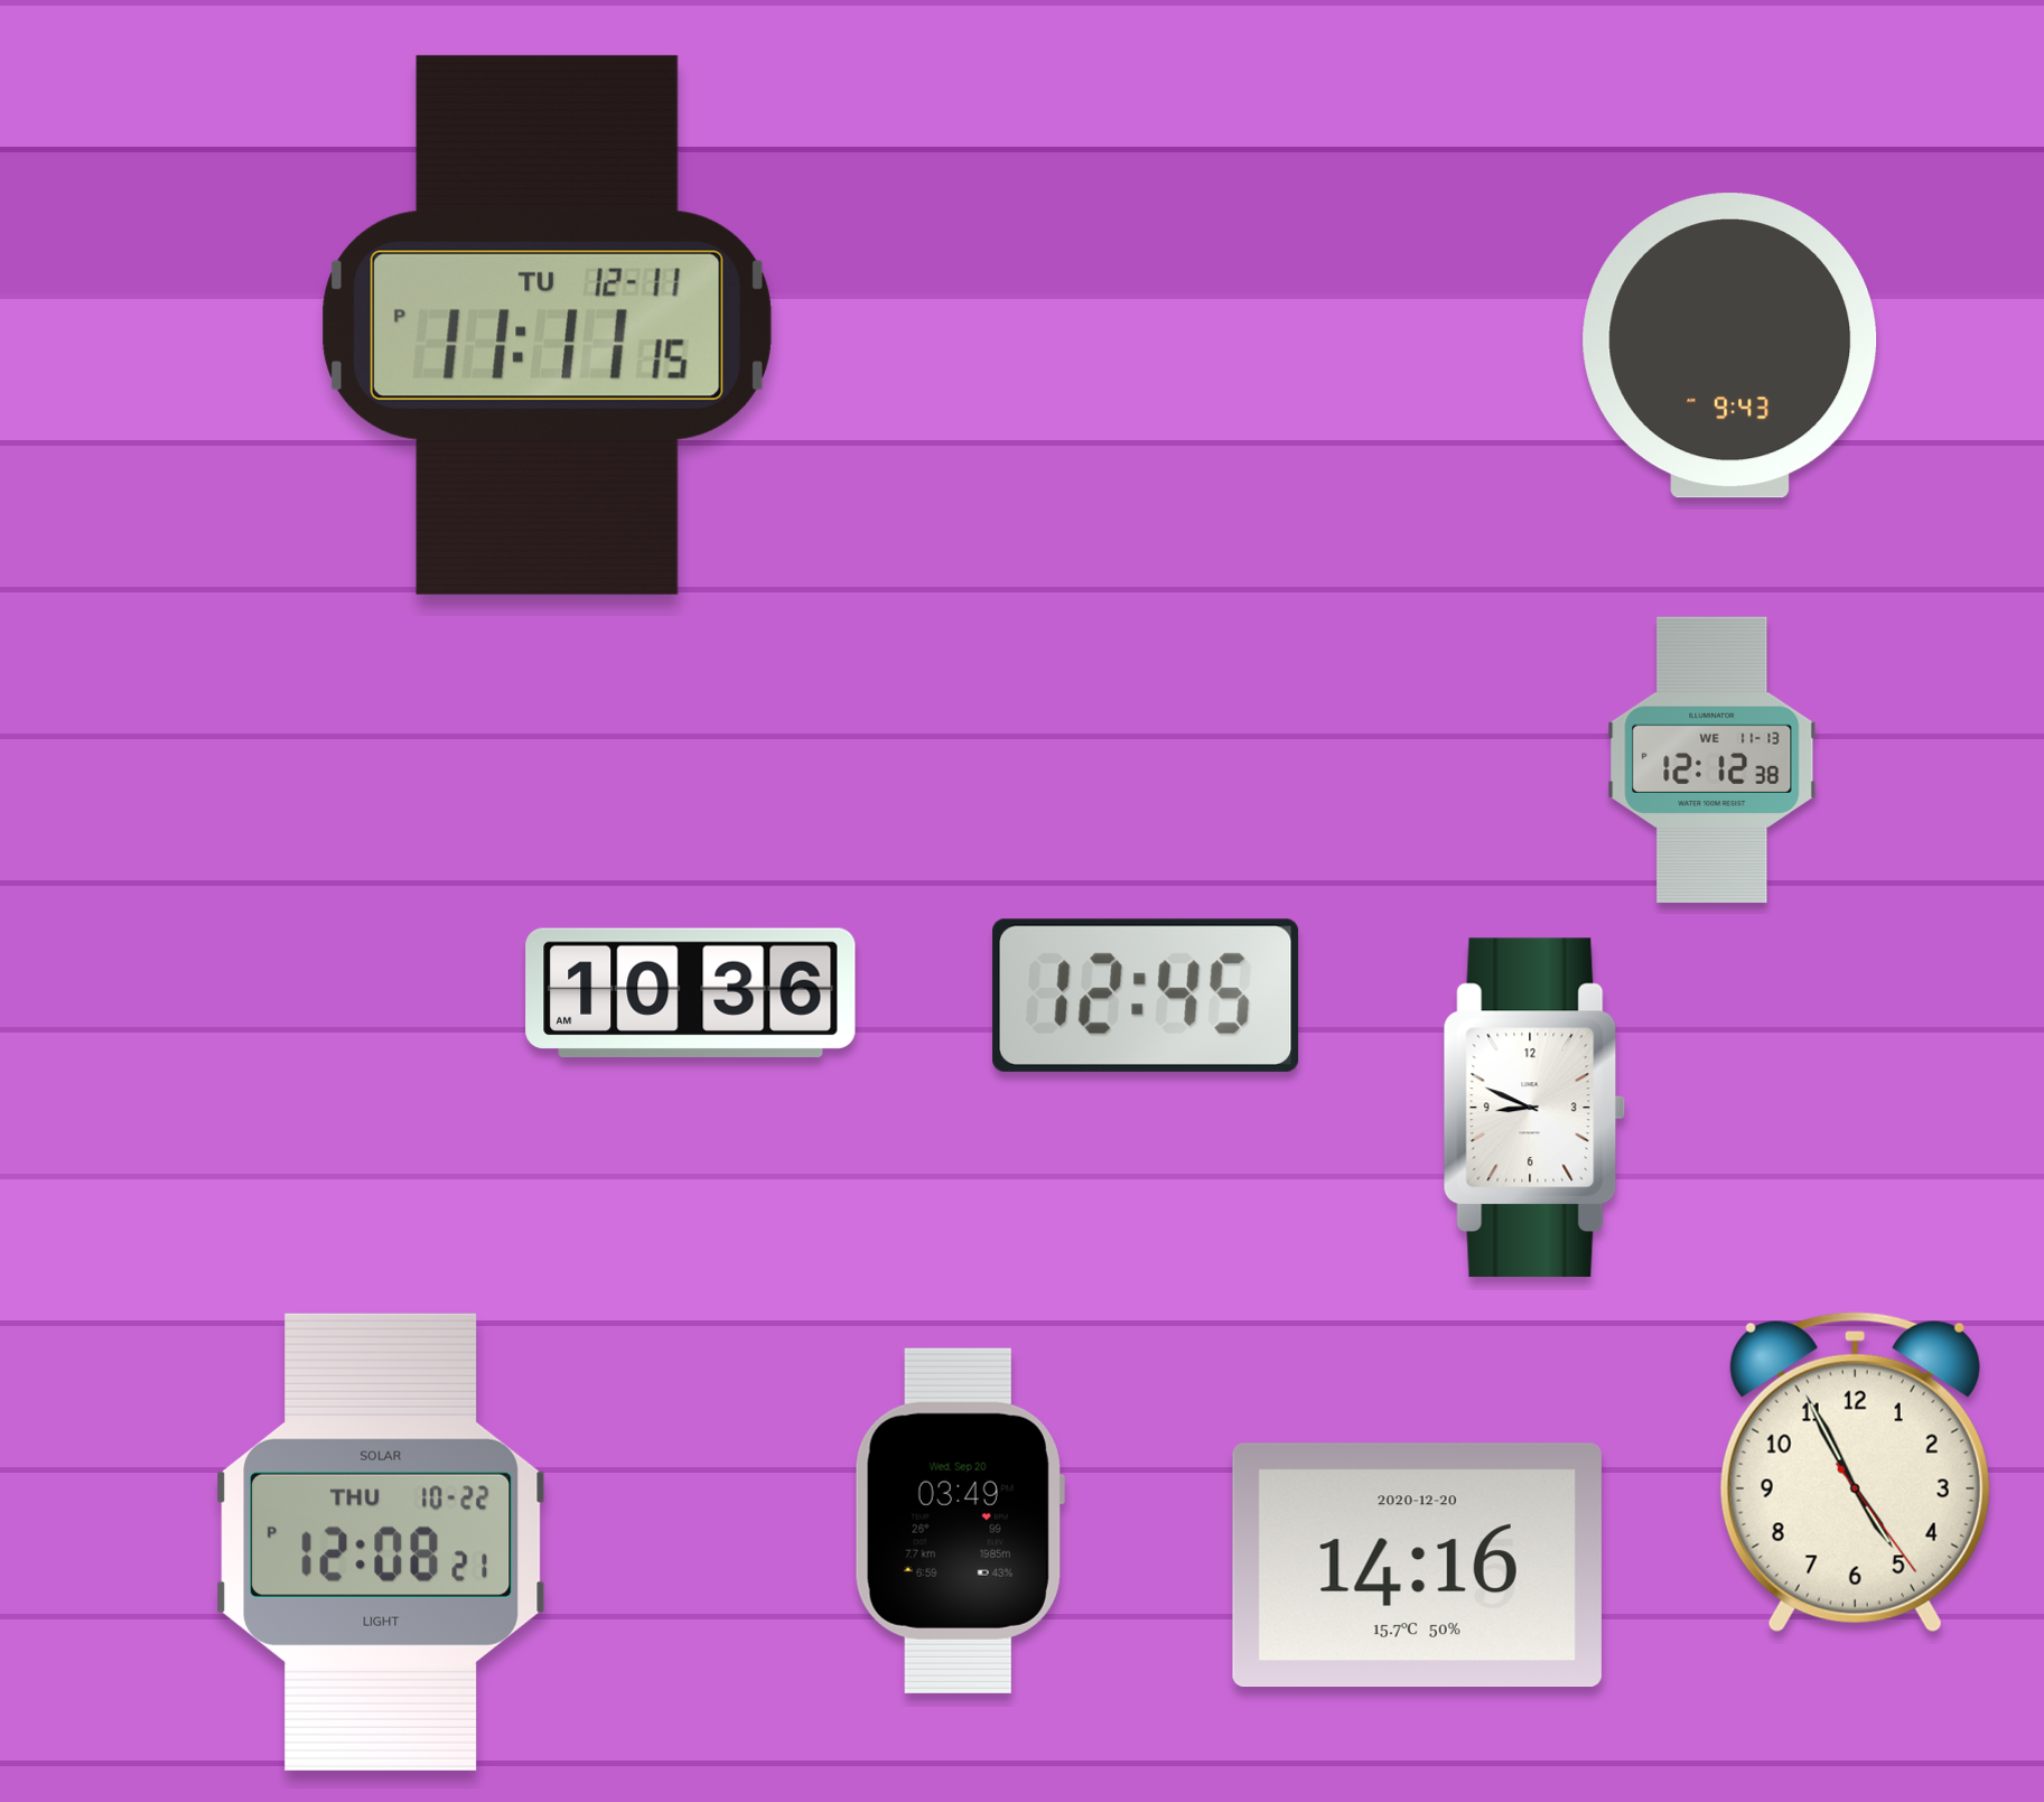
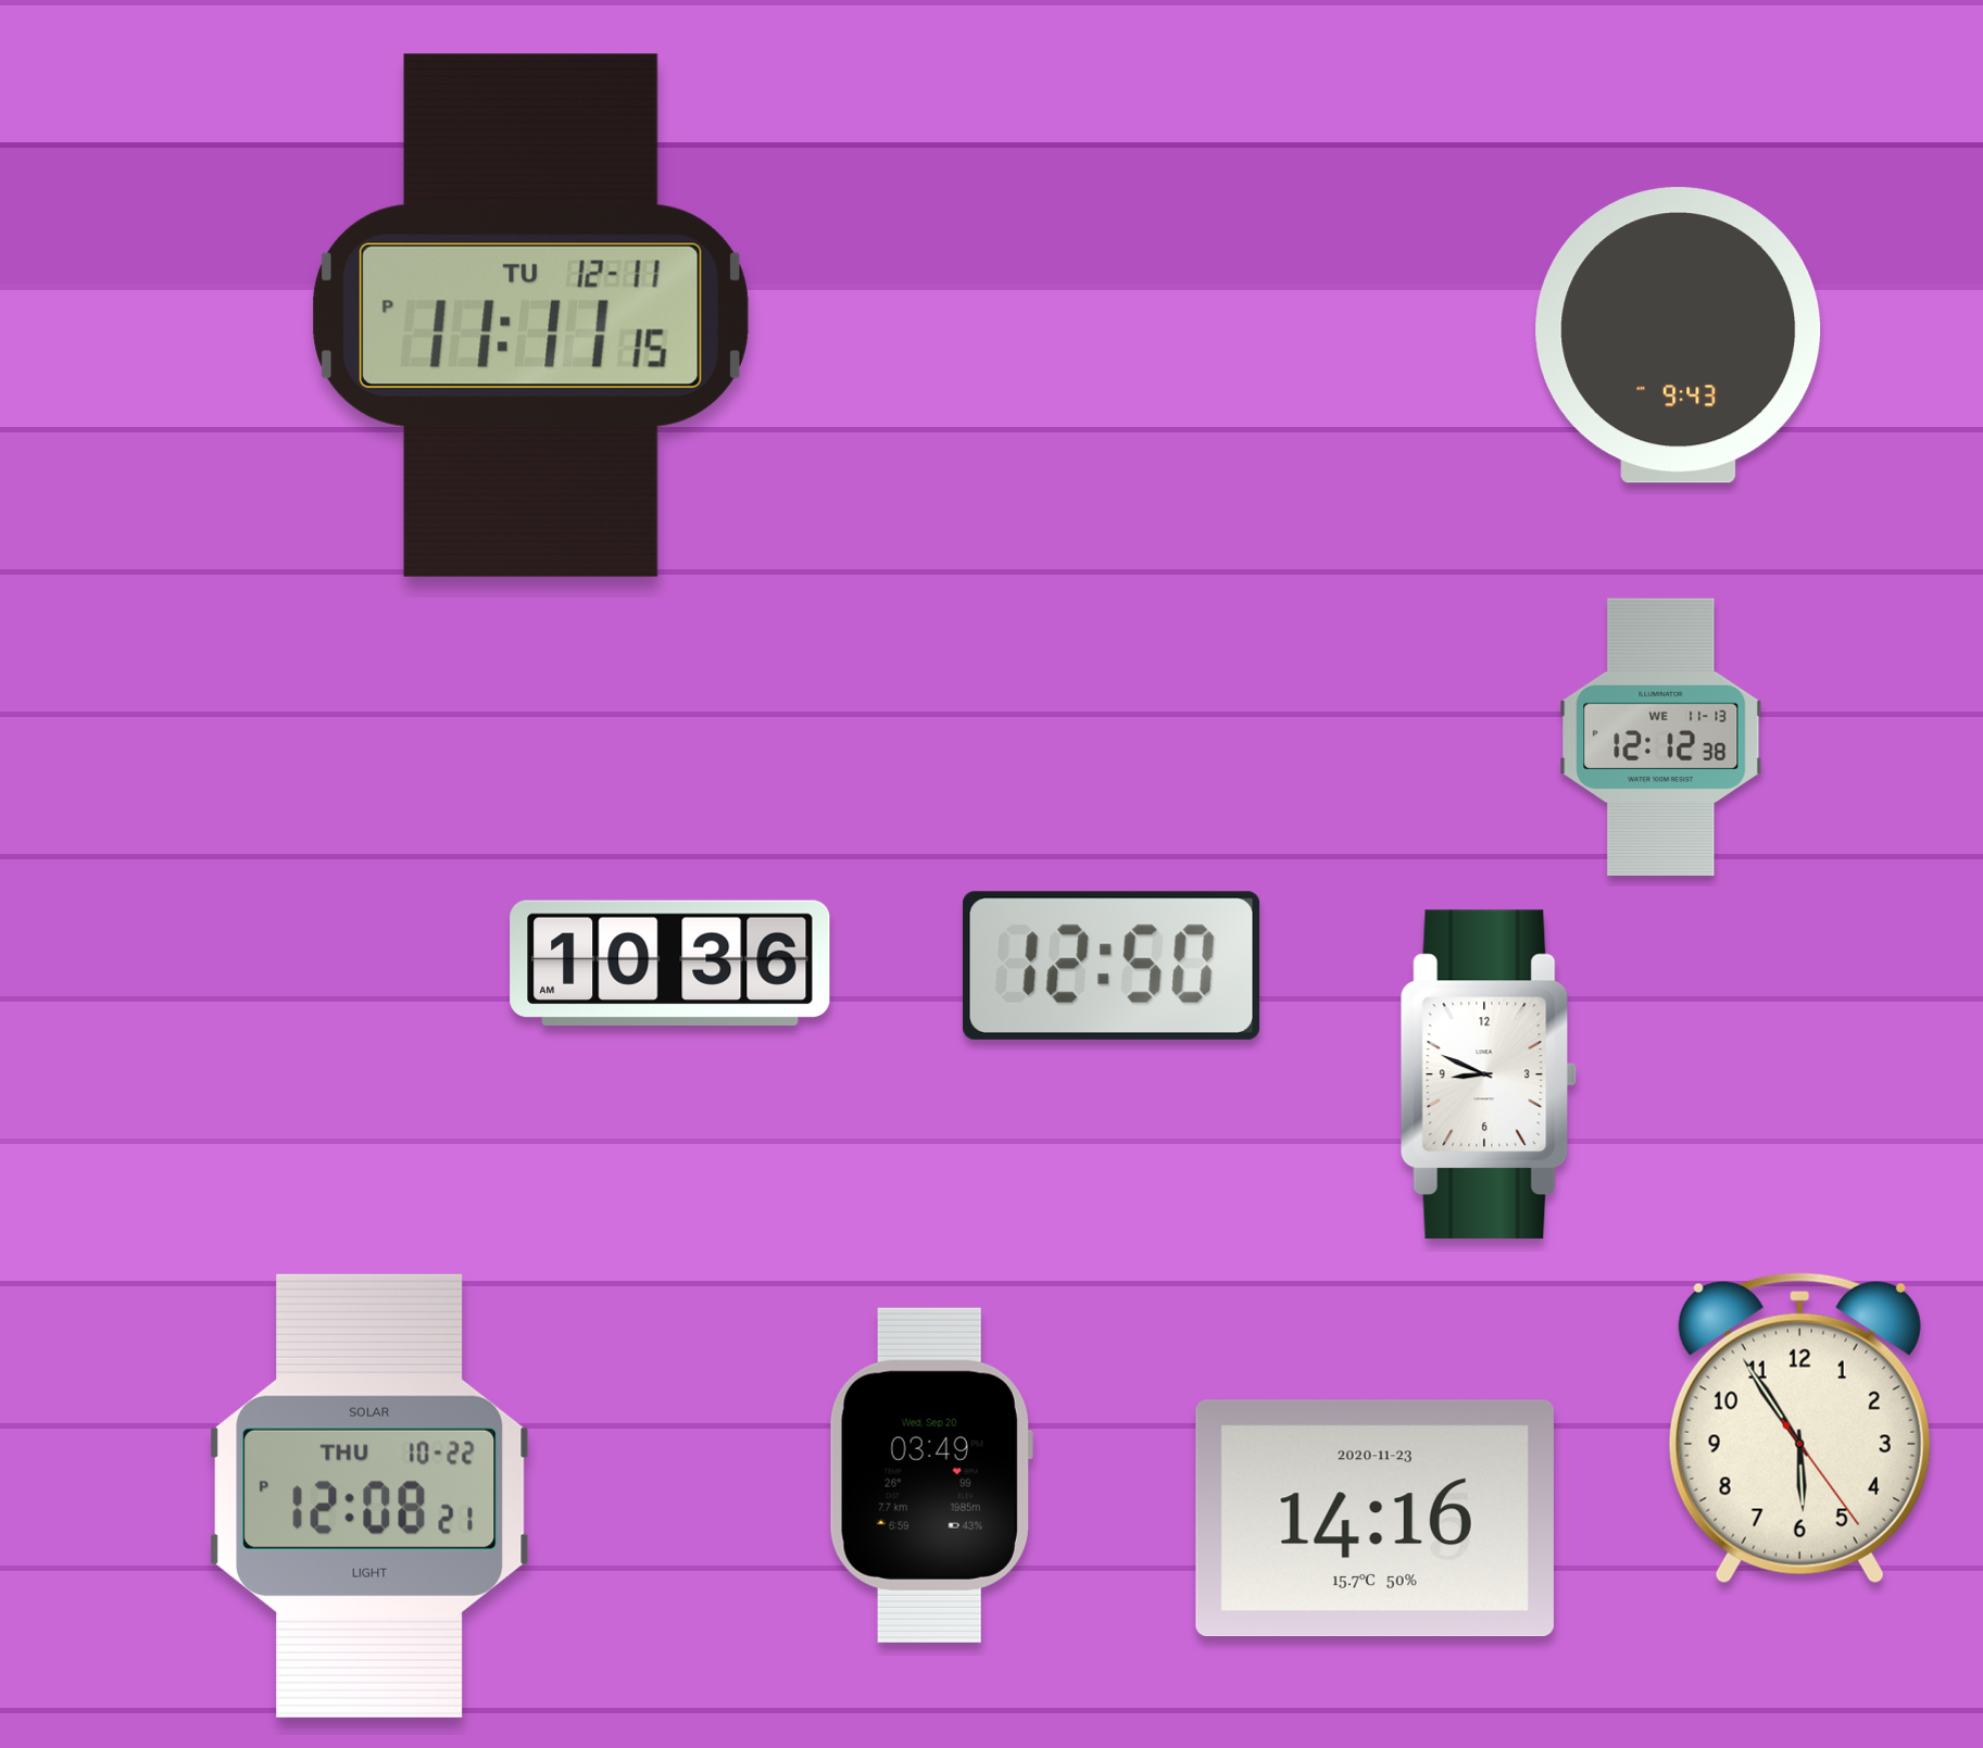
clock at (1146, 996): 12:45 -> 12:50
clock at (1855, 1473): 4:55 -> 5:54
clock at (1417, 1566) date: 2020-12-20 -> 2020-11-23
